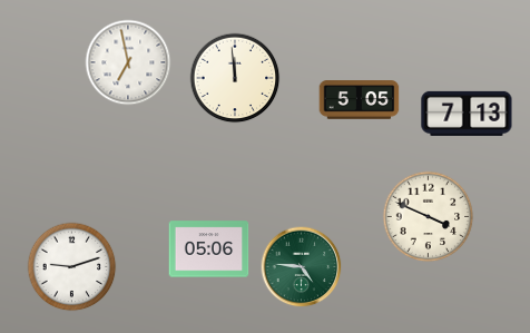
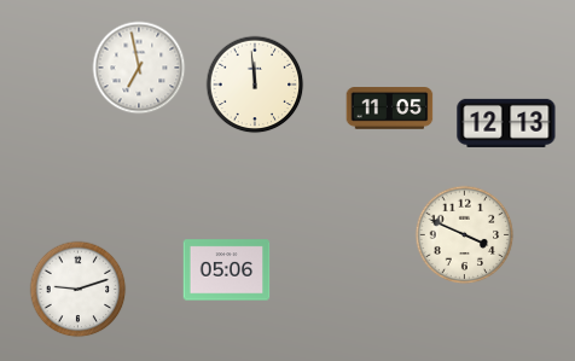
clock at (360, 100): 5:05 -> 11:05
clock at (467, 114): 7:13 -> 12:13
clock at (302, 267): 4:46 -> none
